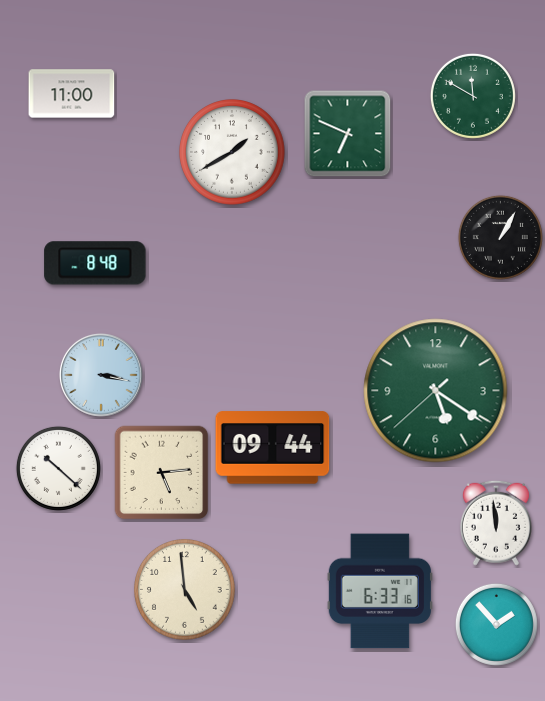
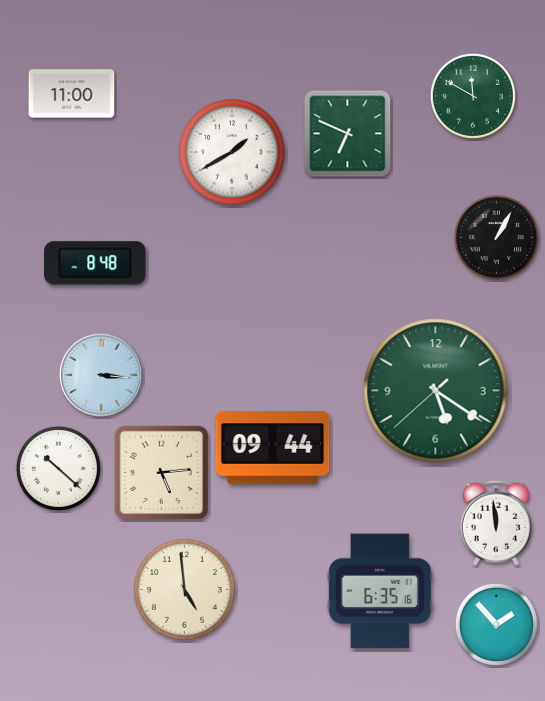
clock at (500, 237) position: (500, 237) -> (496, 237)
clock at (101, 375): 3:17 -> 3:16
clock at (380, 591): 6:33 -> 6:35
